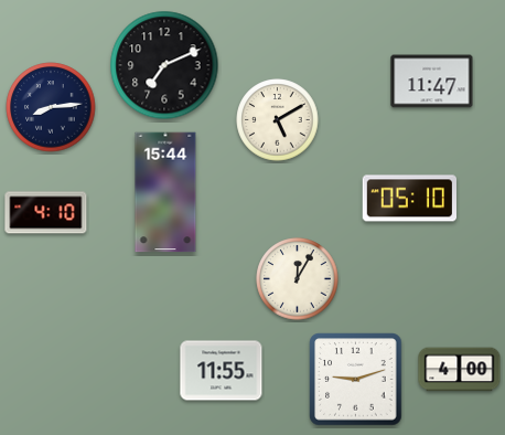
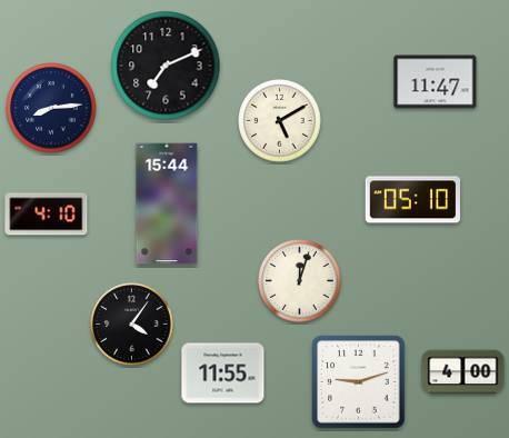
clock at (165, 192) position: (165, 192) -> (167, 203)
clock at (298, 279): 12:05 -> 12:03
clock at (132, 325): none -> 4:06
